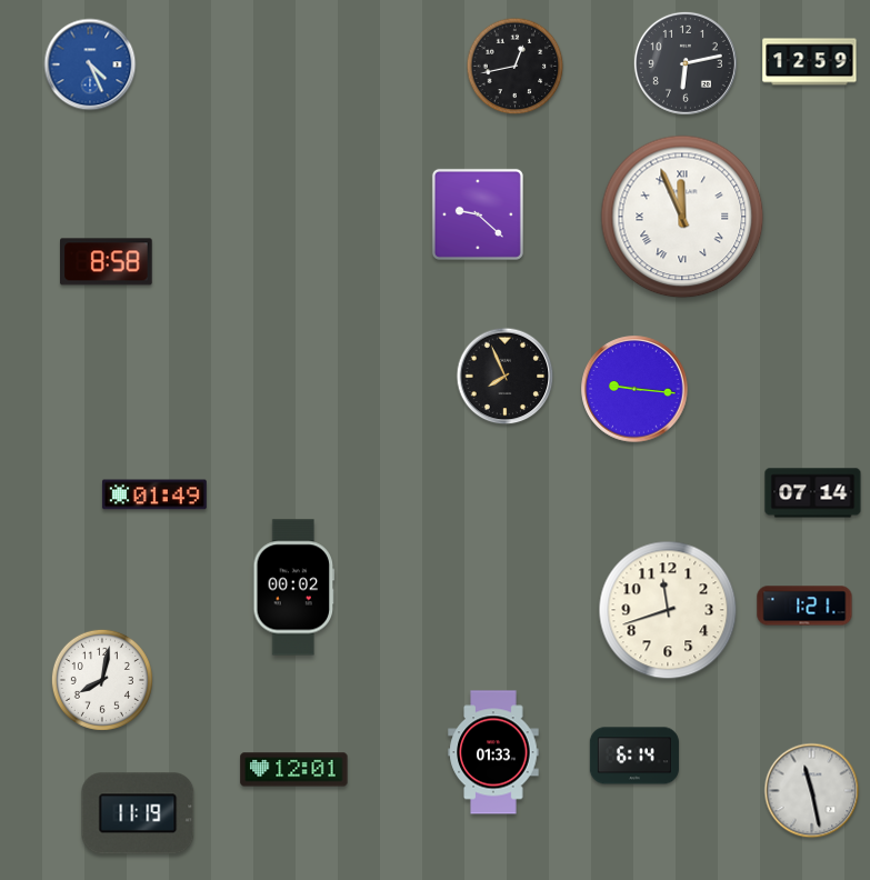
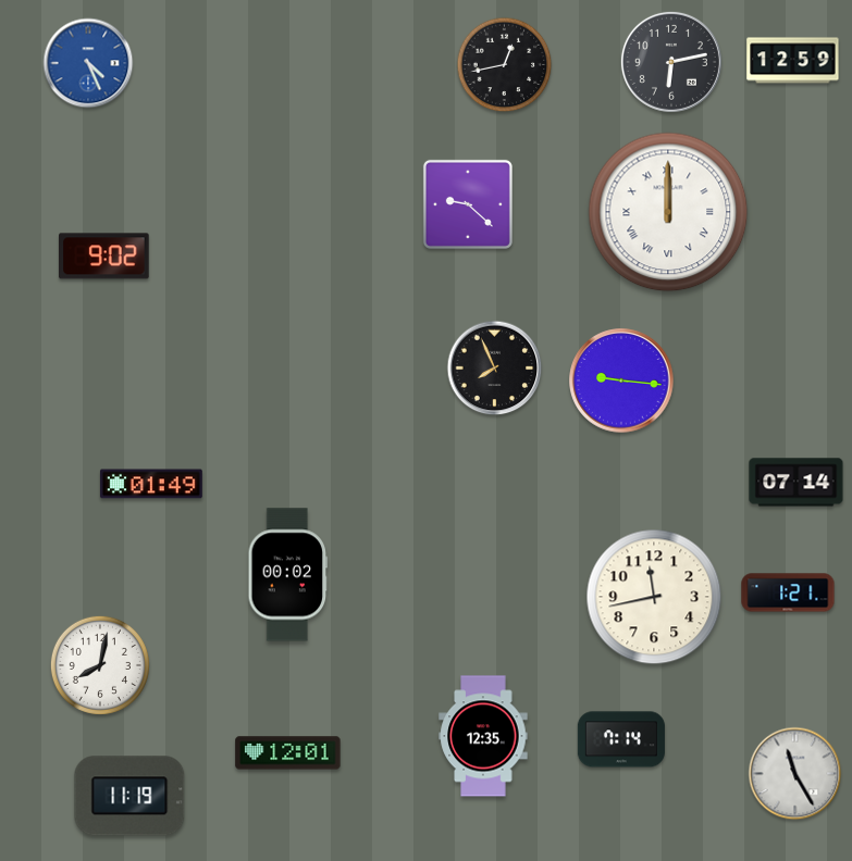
clock at (478, 214) position: (478, 214) -> (468, 204)
clock at (682, 217): 11:56 -> 12:00
clock at (107, 262): 8:58 -> 9:02
clock at (668, 610): 11:42 -> 11:43
clock at (493, 752): 01:33 -> 12:35
clock at (634, 756): 6:14 -> 7:14
clock at (812, 791): 11:28 -> 11:25
clock at (138, 813) position: (138, 813) -> (129, 796)
